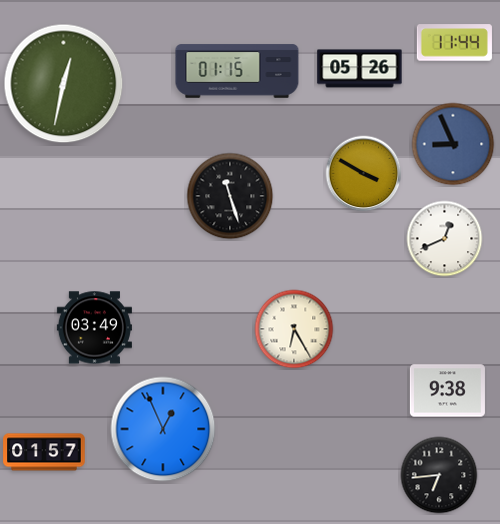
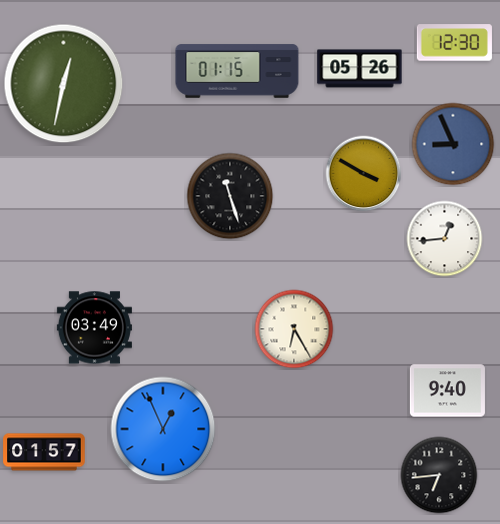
clock at (454, 43): 11:44 -> 12:30
clock at (445, 239): 12:41 -> 12:44
clock at (447, 391): 9:38 -> 9:40
